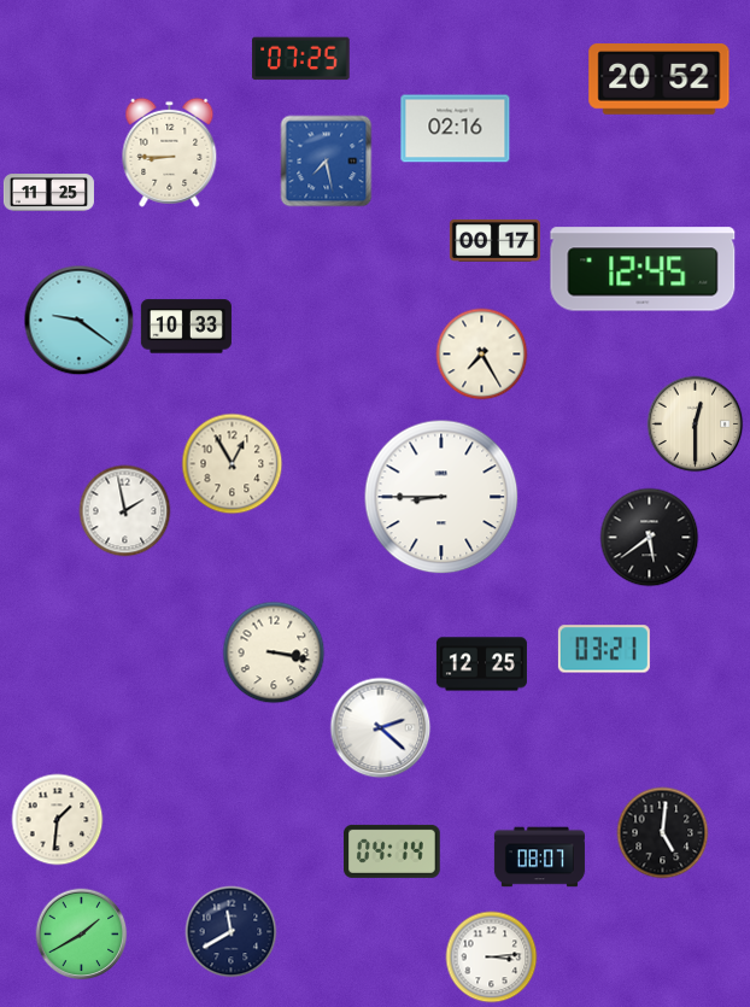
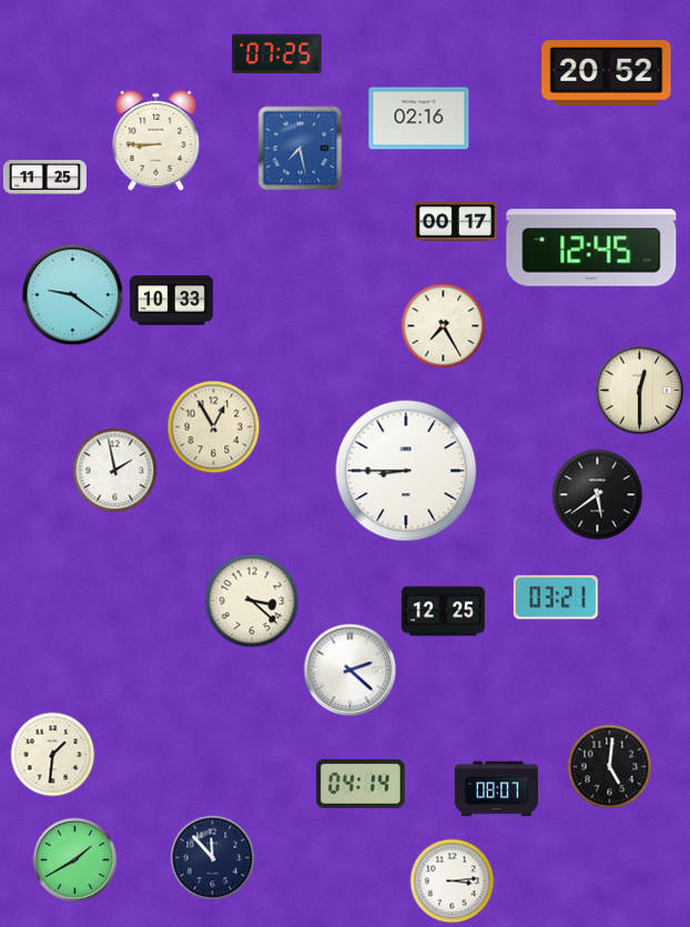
clock at (441, 497) position: (441, 497) -> (406, 471)
clock at (274, 652): 3:17 -> 3:22
clock at (232, 932): 11:40 -> 11:53
